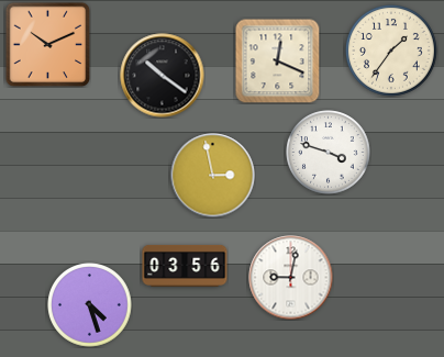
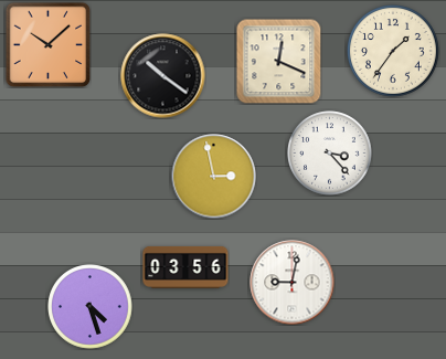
clock at (47, 44): 10:11 -> 10:08
clock at (329, 153): 3:48 -> 3:23
clock at (291, 278) position: (291, 278) -> (293, 283)
